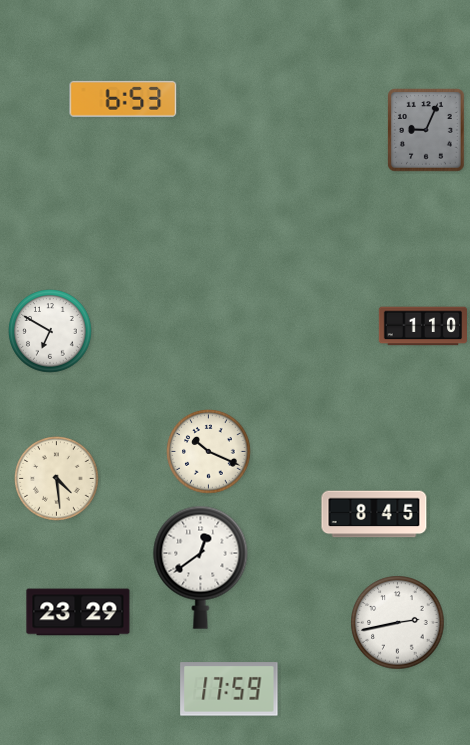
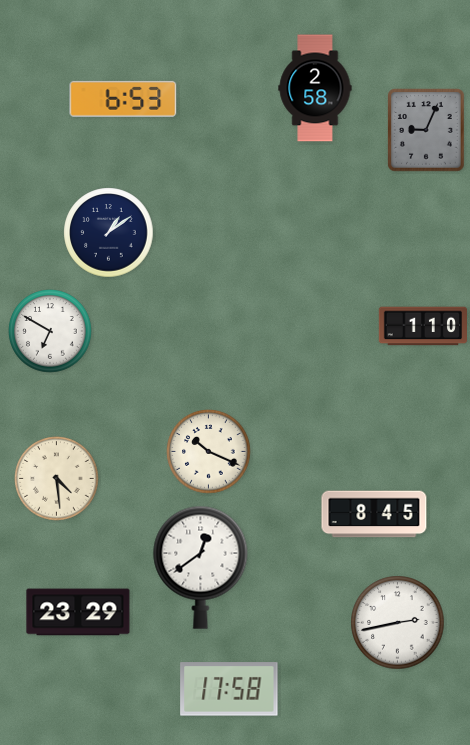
clock at (315, 88): none -> 2:58
clock at (109, 233): none -> 1:09
clock at (229, 689): 17:59 -> 17:58
